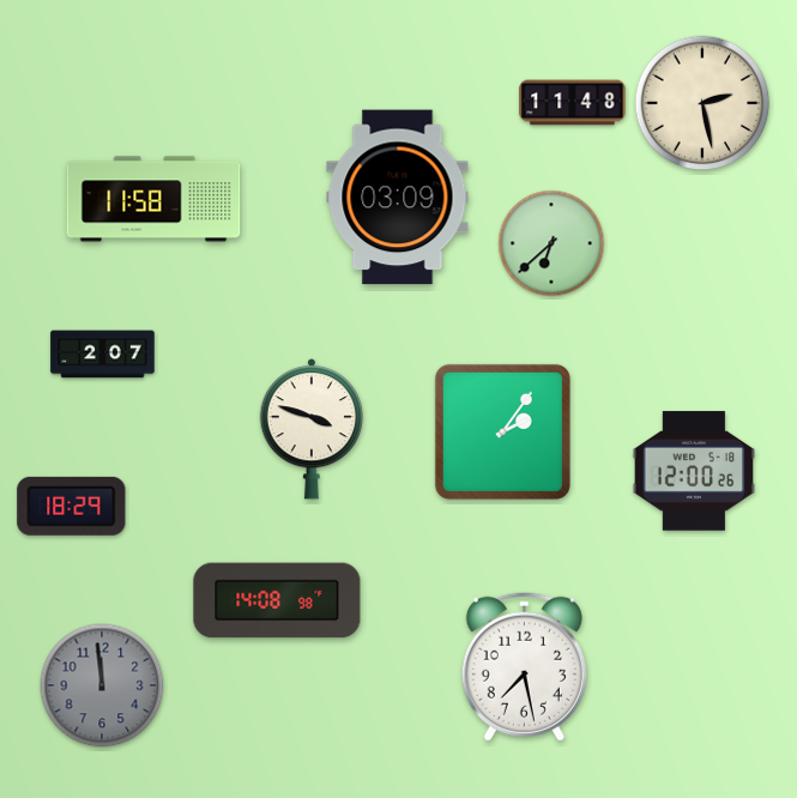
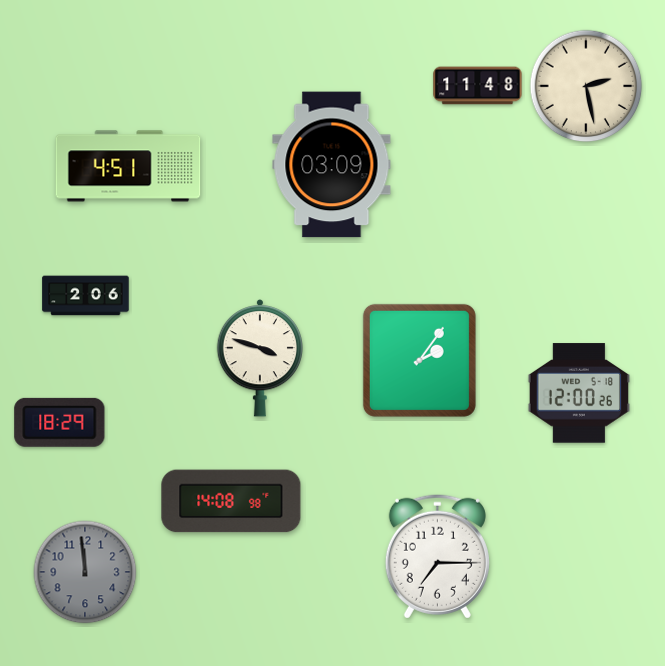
clock at (153, 199): 11:58 -> 4:51
clock at (551, 243): 6:38 -> none
clock at (103, 355): 2:07 -> 2:06
clock at (524, 666): 7:28 -> 7:15
